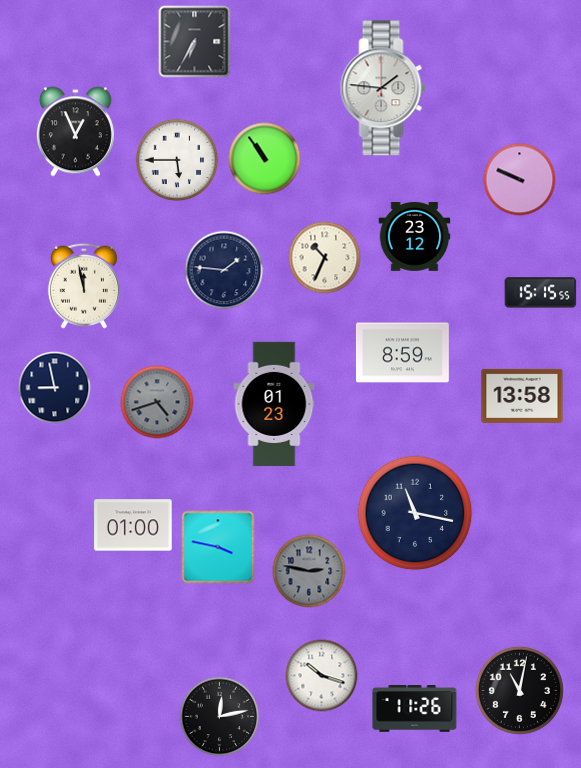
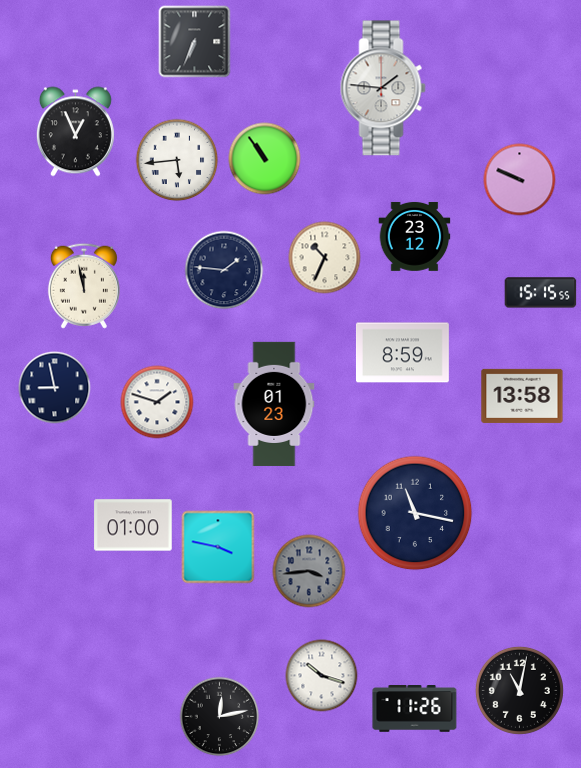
clock at (195, 42): 6:35 -> 6:34
clock at (177, 160): 5:45 -> 5:44
clock at (157, 402): 4:42 -> 1:48
clock at (157, 402) dial: grey -> white
clock at (309, 571): 2:47 -> 3:44
